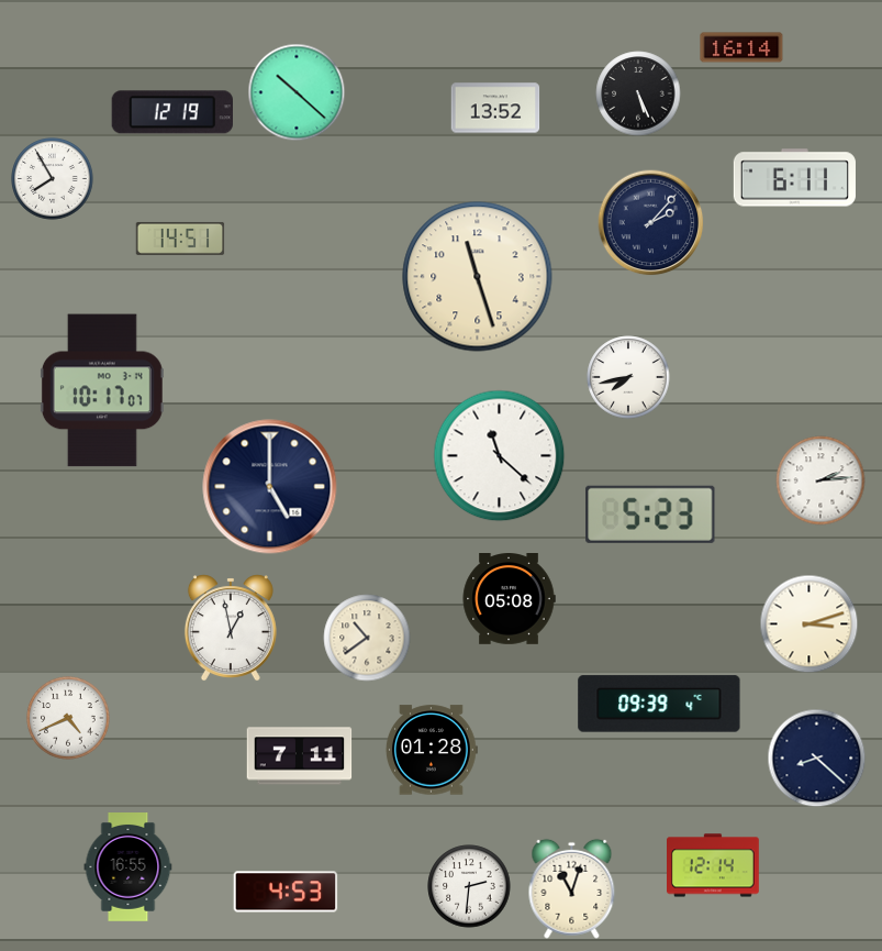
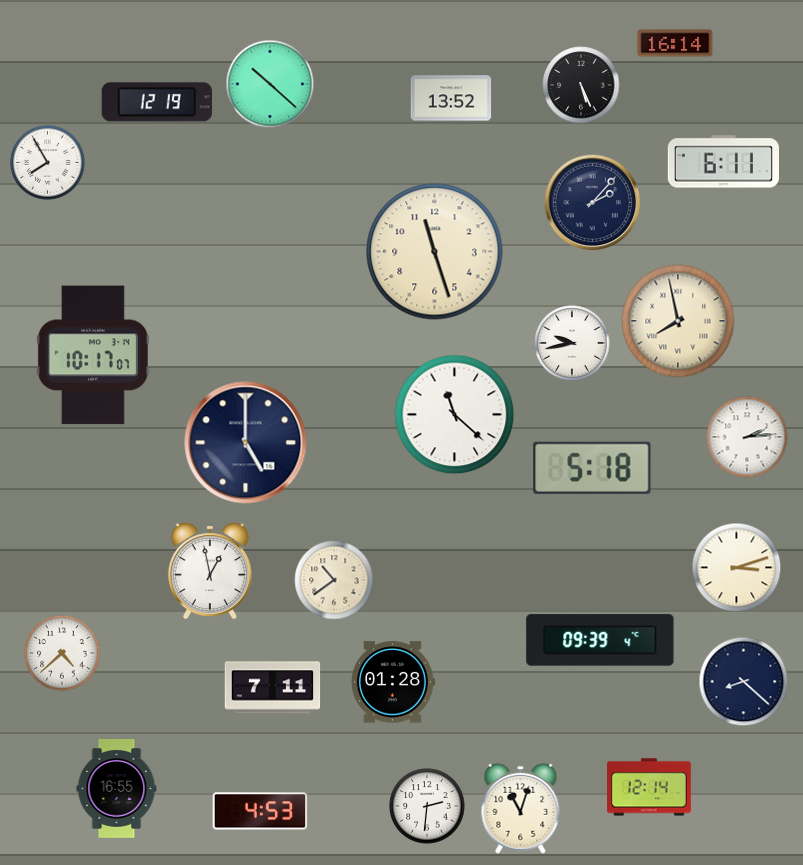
clock at (180, 239): 14:51 -> none
clock at (678, 321): none -> 7:58
clock at (628, 377): 7:43 -> 9:43
clock at (650, 515): 5:23 -> 5:18
clock at (509, 599): 05:08 -> none
clock at (68, 718): 4:41 -> 4:38
clock at (817, 759) position: (817, 759) -> (744, 682)
